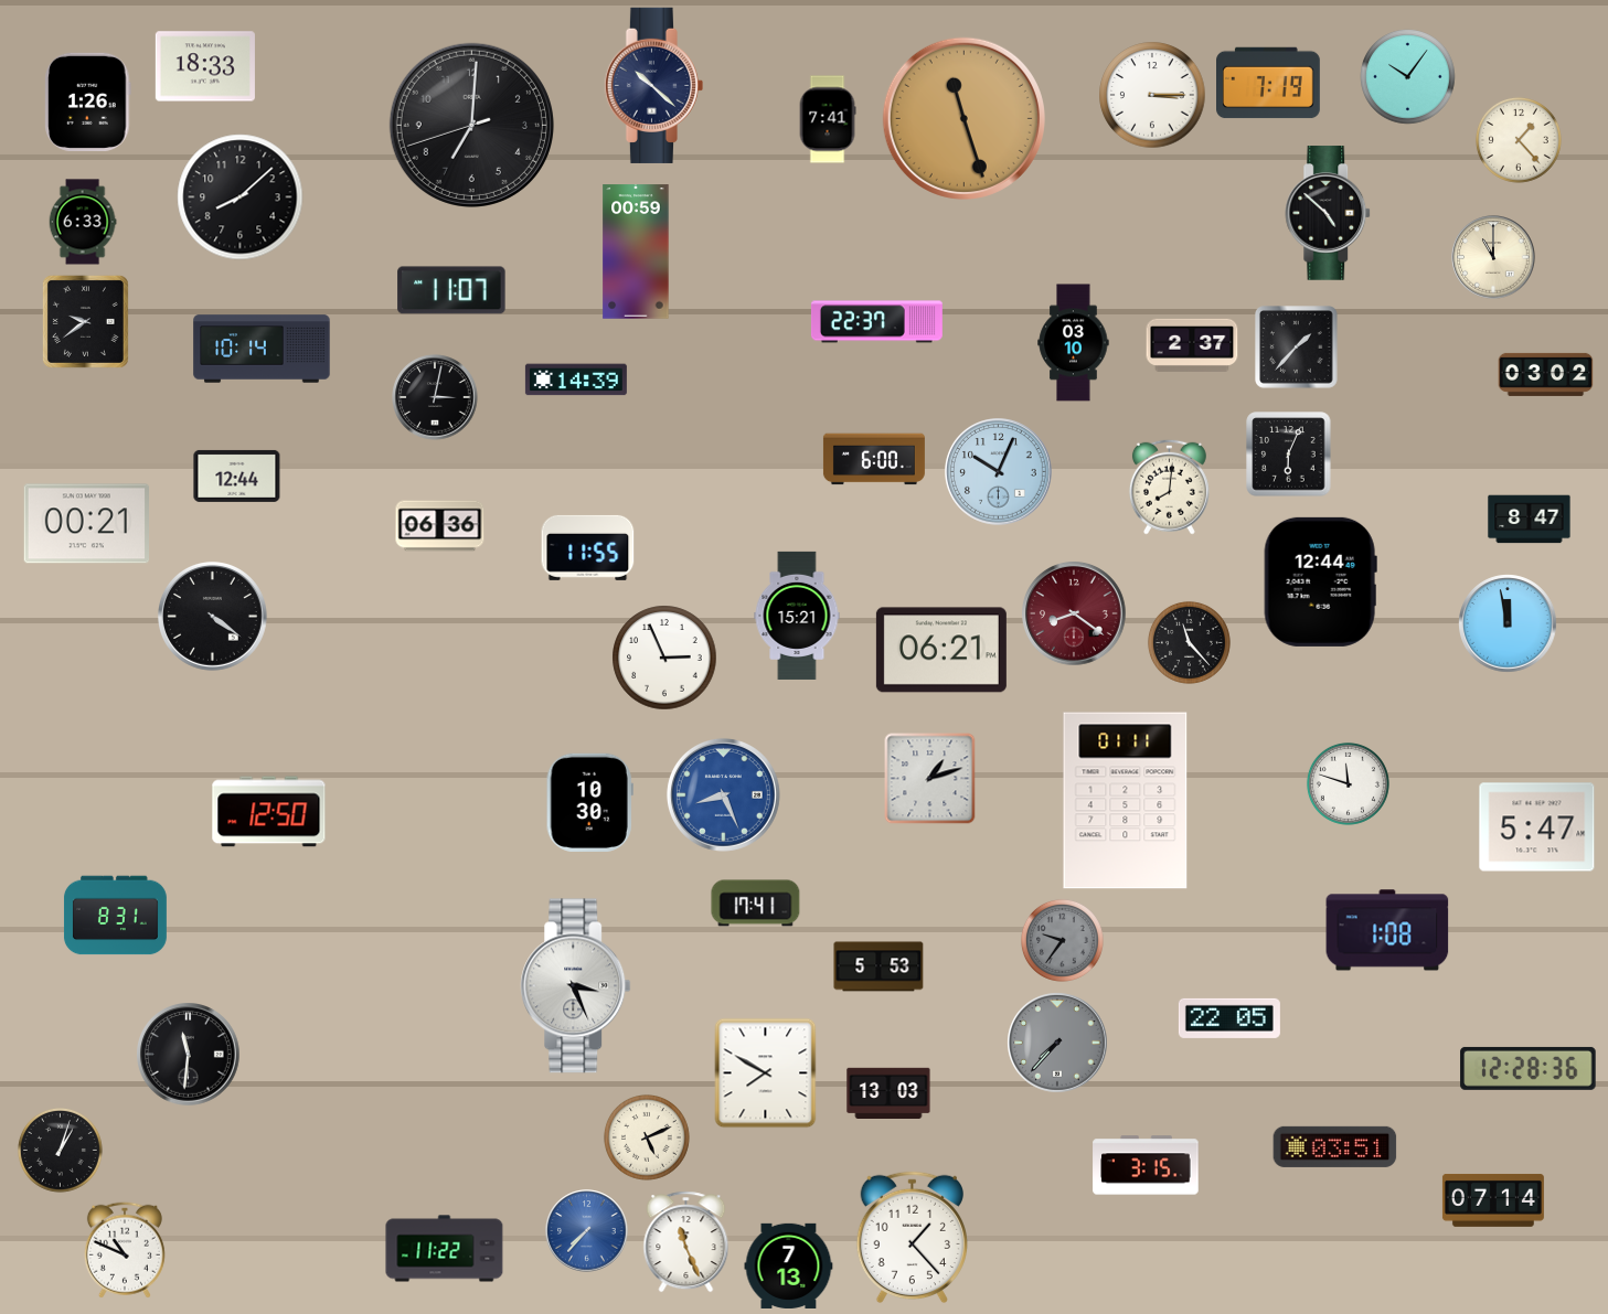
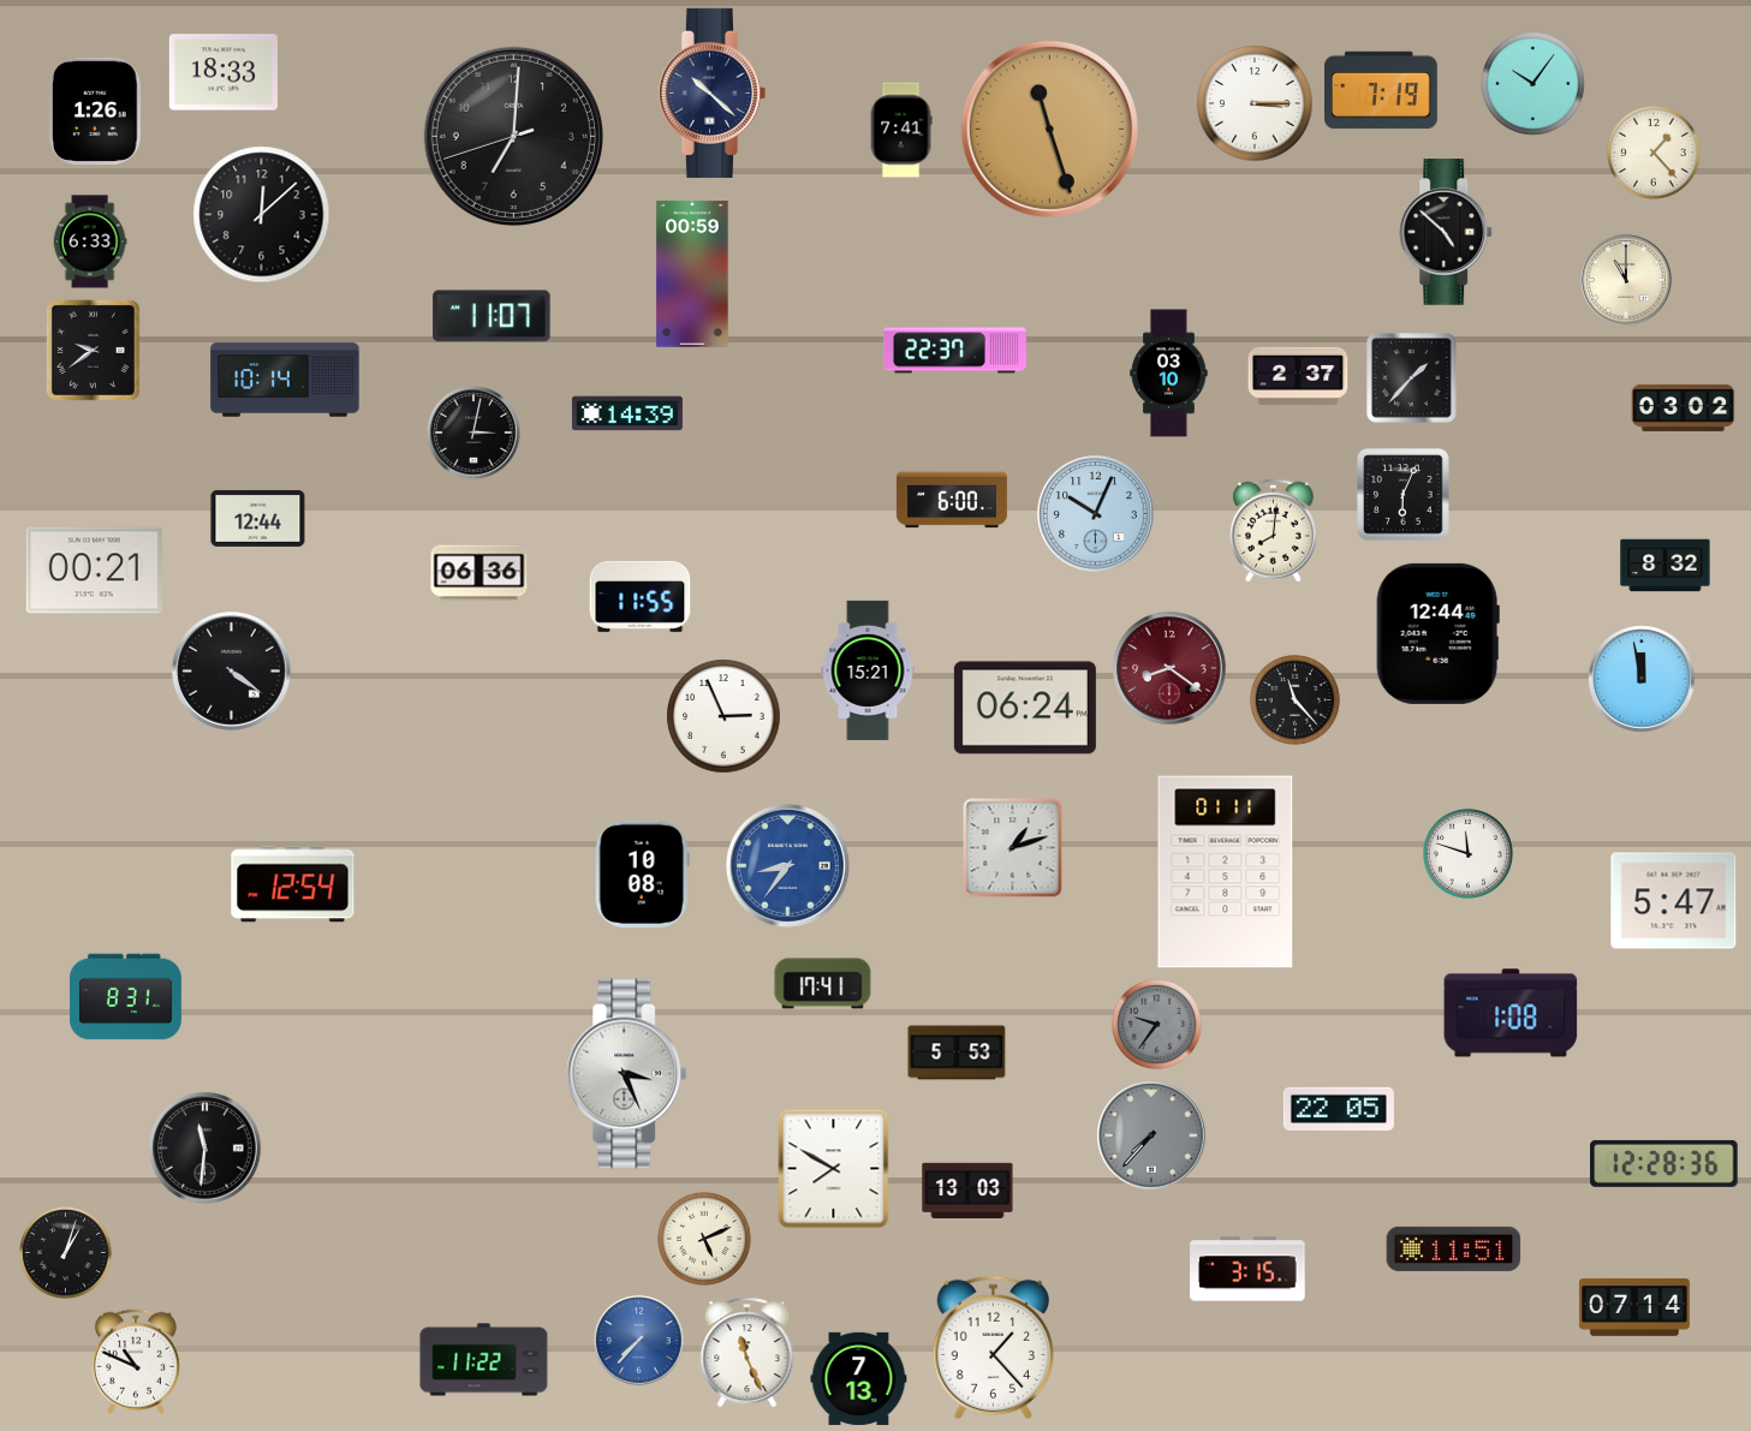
clock at (241, 197): 8:08 -> 12:08
clock at (999, 472) position: (999, 472) -> (1096, 514)
clock at (1530, 520): 8:47 -> 8:32
clock at (941, 650): 06:21 -> 06:24
clock at (723, 794): 8:26 -> 8:36
clock at (589, 802): 10:30 -> 10:08
clock at (269, 812): 12:50 -> 12:54
clock at (1335, 1146): 03:51 -> 11:51
clock at (1493, 1200) position: (1493, 1200) -> (1634, 1307)
